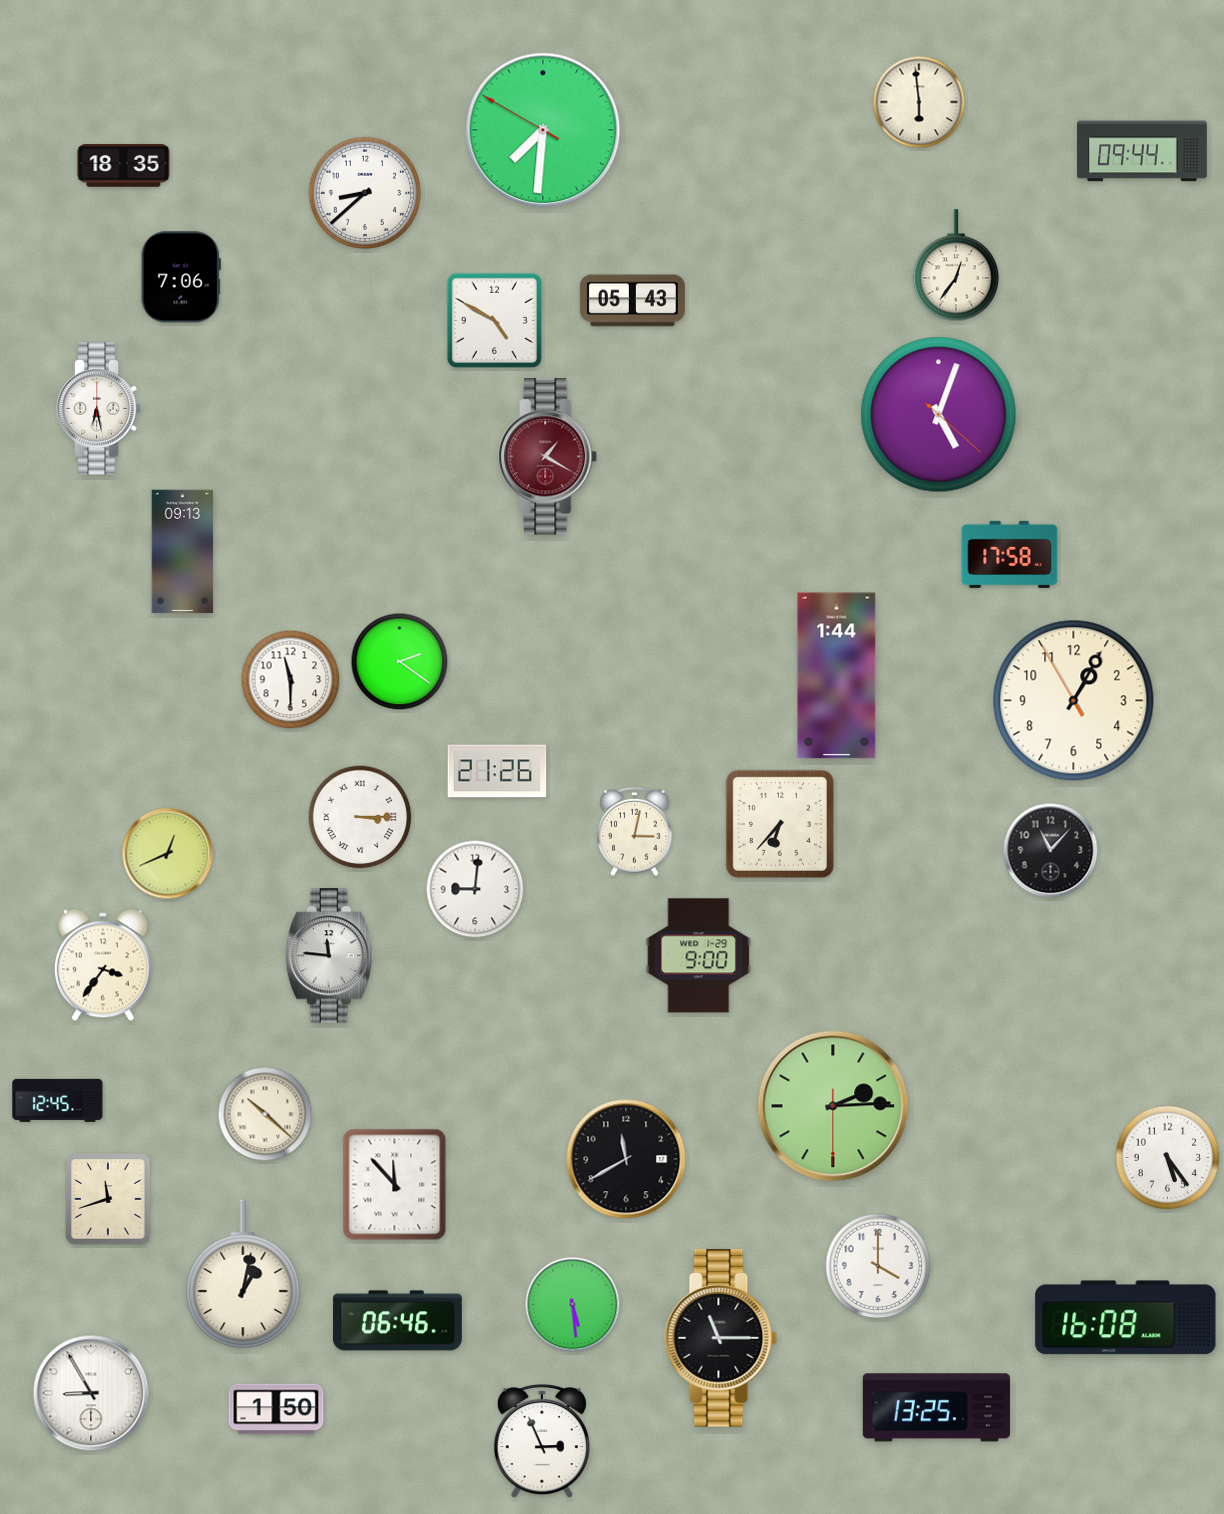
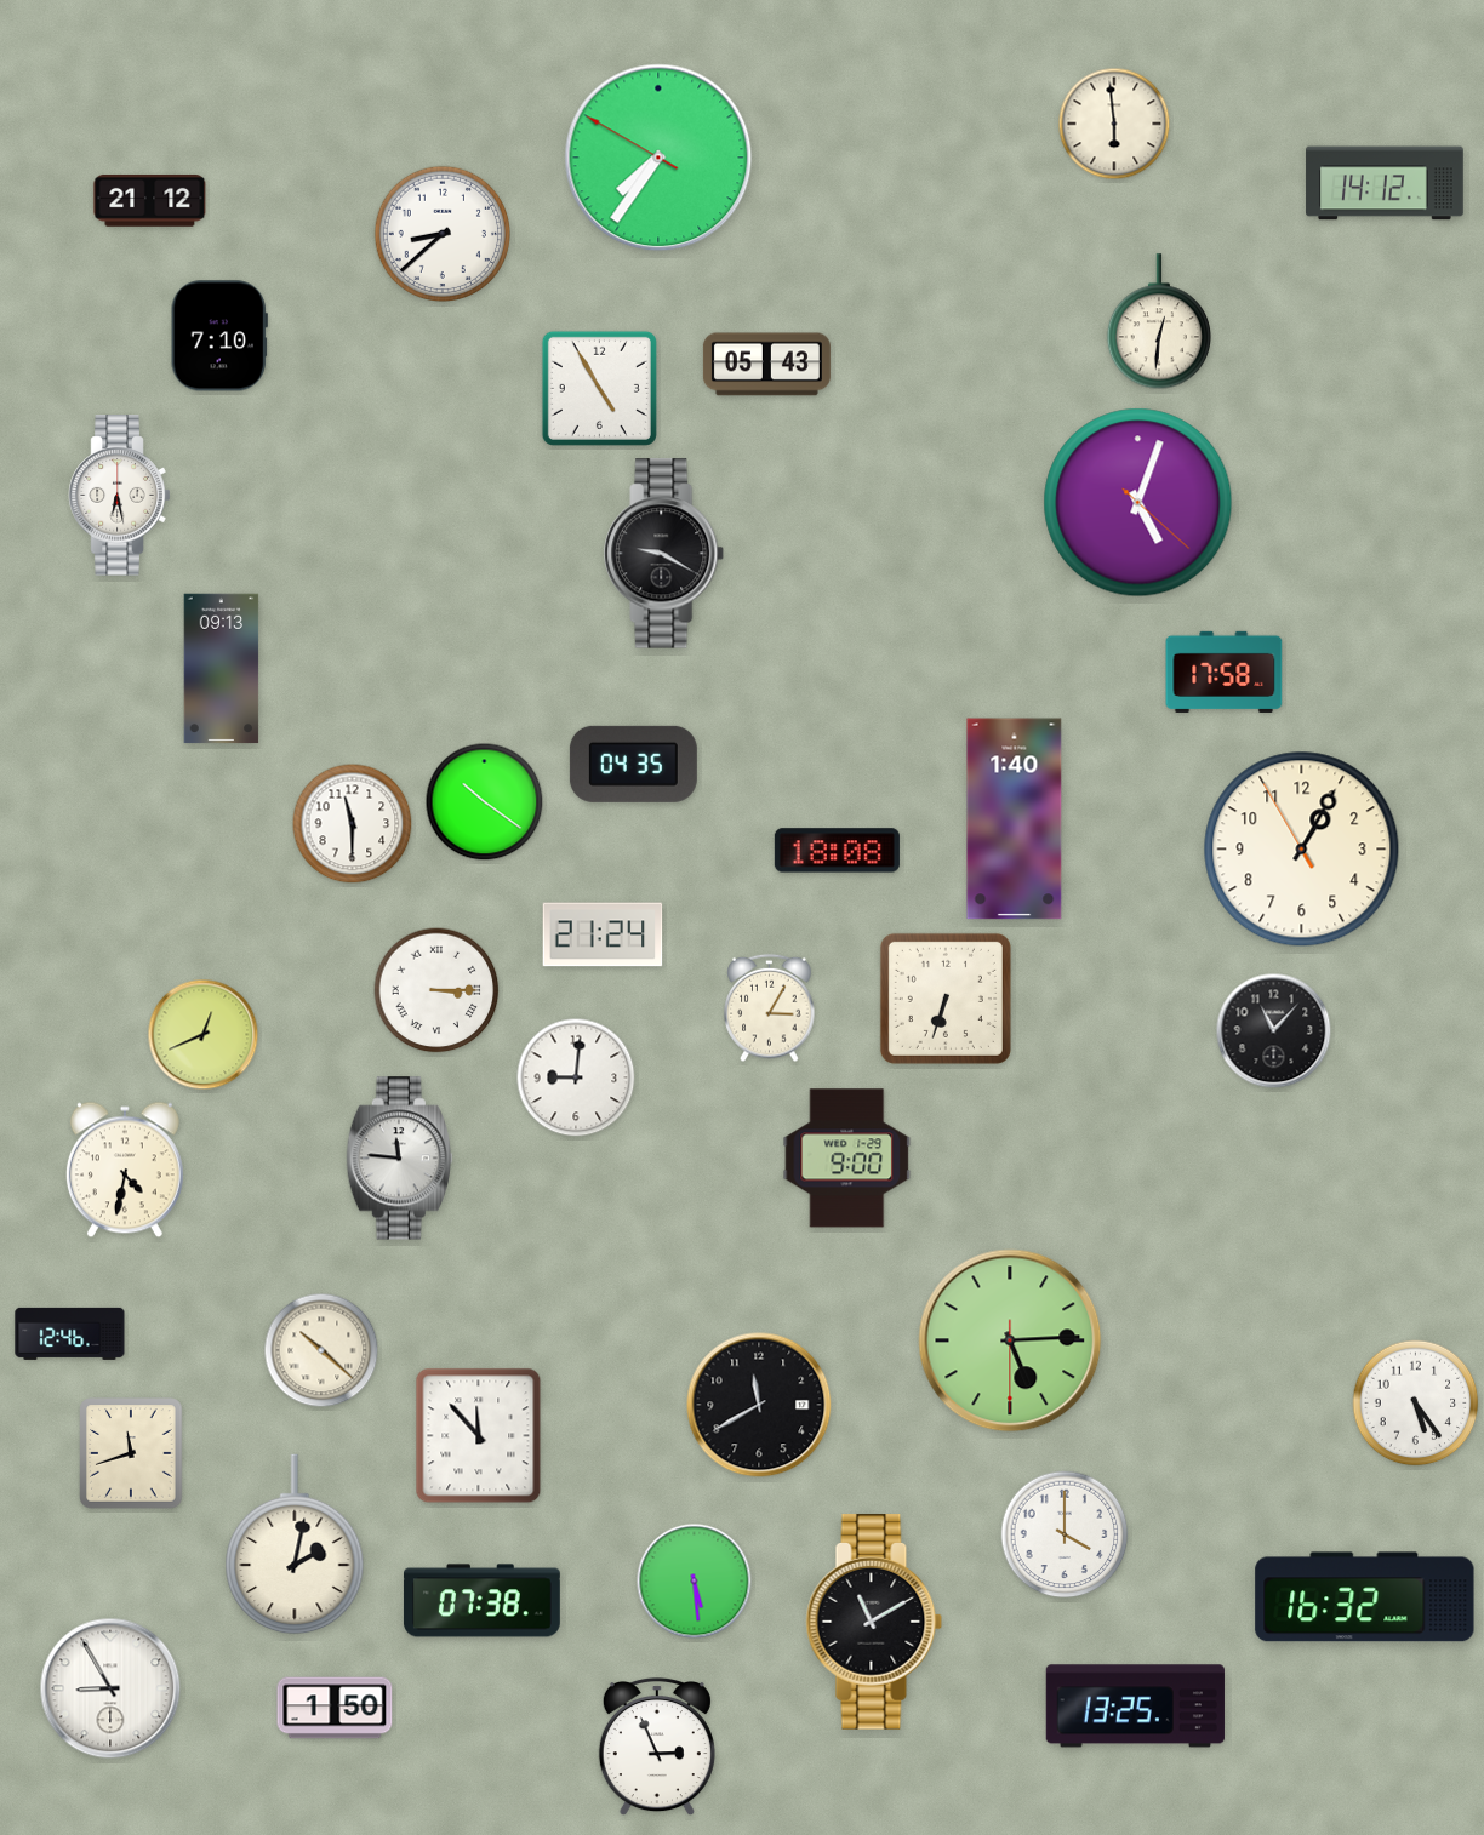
clock at (543, 130): 7:30 -> 7:35
clock at (1142, 151): 09:44 -> 14:12
clock at (124, 166): 18:35 -> 21:12
clock at (956, 266): 12:36 -> 12:31
clock at (181, 277): 7:06 -> 7:10
clock at (494, 320): 4:50 -> 4:55
clock at (548, 457): 1:20 -> 9:20
clock at (548, 457) dial: burgundy -> black
clock at (633, 764): none -> 04:35
clock at (400, 662): 2:21 -> 10:21
clock at (837, 676): 1:44 -> 1:40
clock at (837, 851): none -> 18:08
clock at (497, 771): 21:26 -> 21:24
clock at (780, 824): 6:37 -> 6:33
clock at (635, 832): 3:02 -> 3:05
clock at (103, 965): 3:36 -> 4:32
clock at (58, 1100): 12:45 -> 12:46
clock at (833, 1106): 2:14 -> 5:14
clock at (243, 1274): 1:02 -> 2:02
clock at (1126, 1318): 16:08 -> 16:32
clock at (398, 1321): 06:46 -> 07:38
clock at (721, 1338): 11:15 -> 11:10
